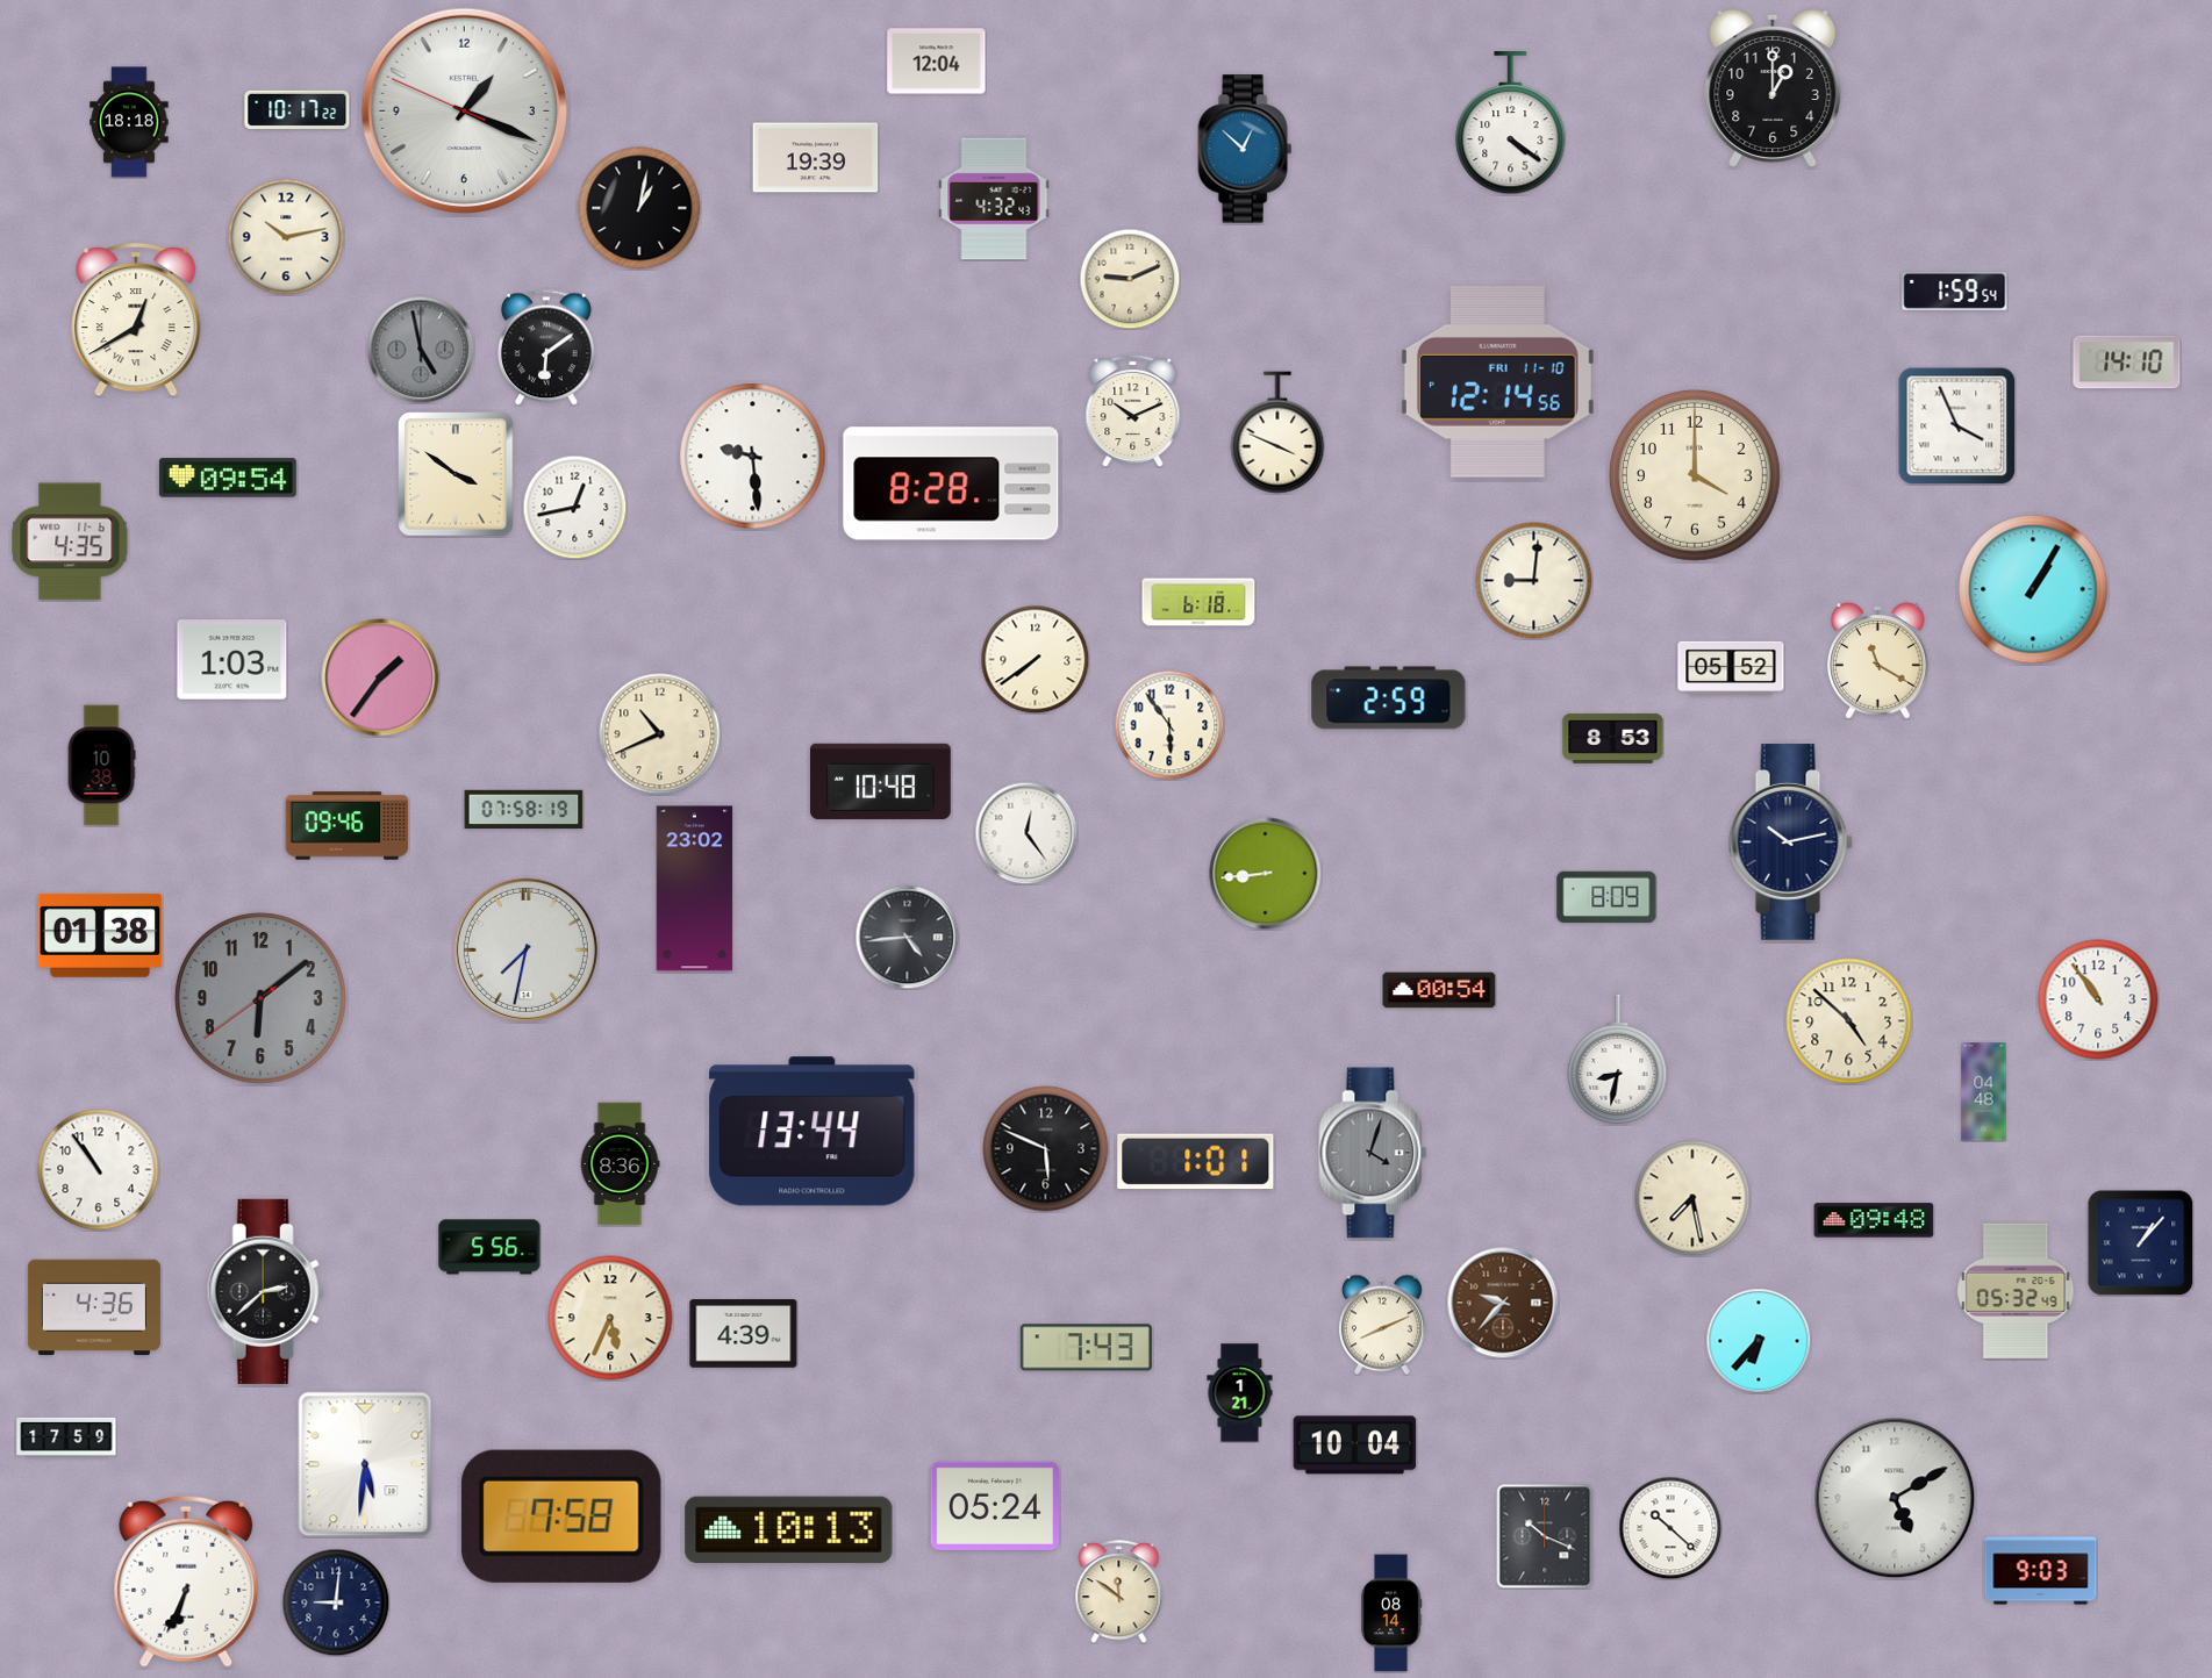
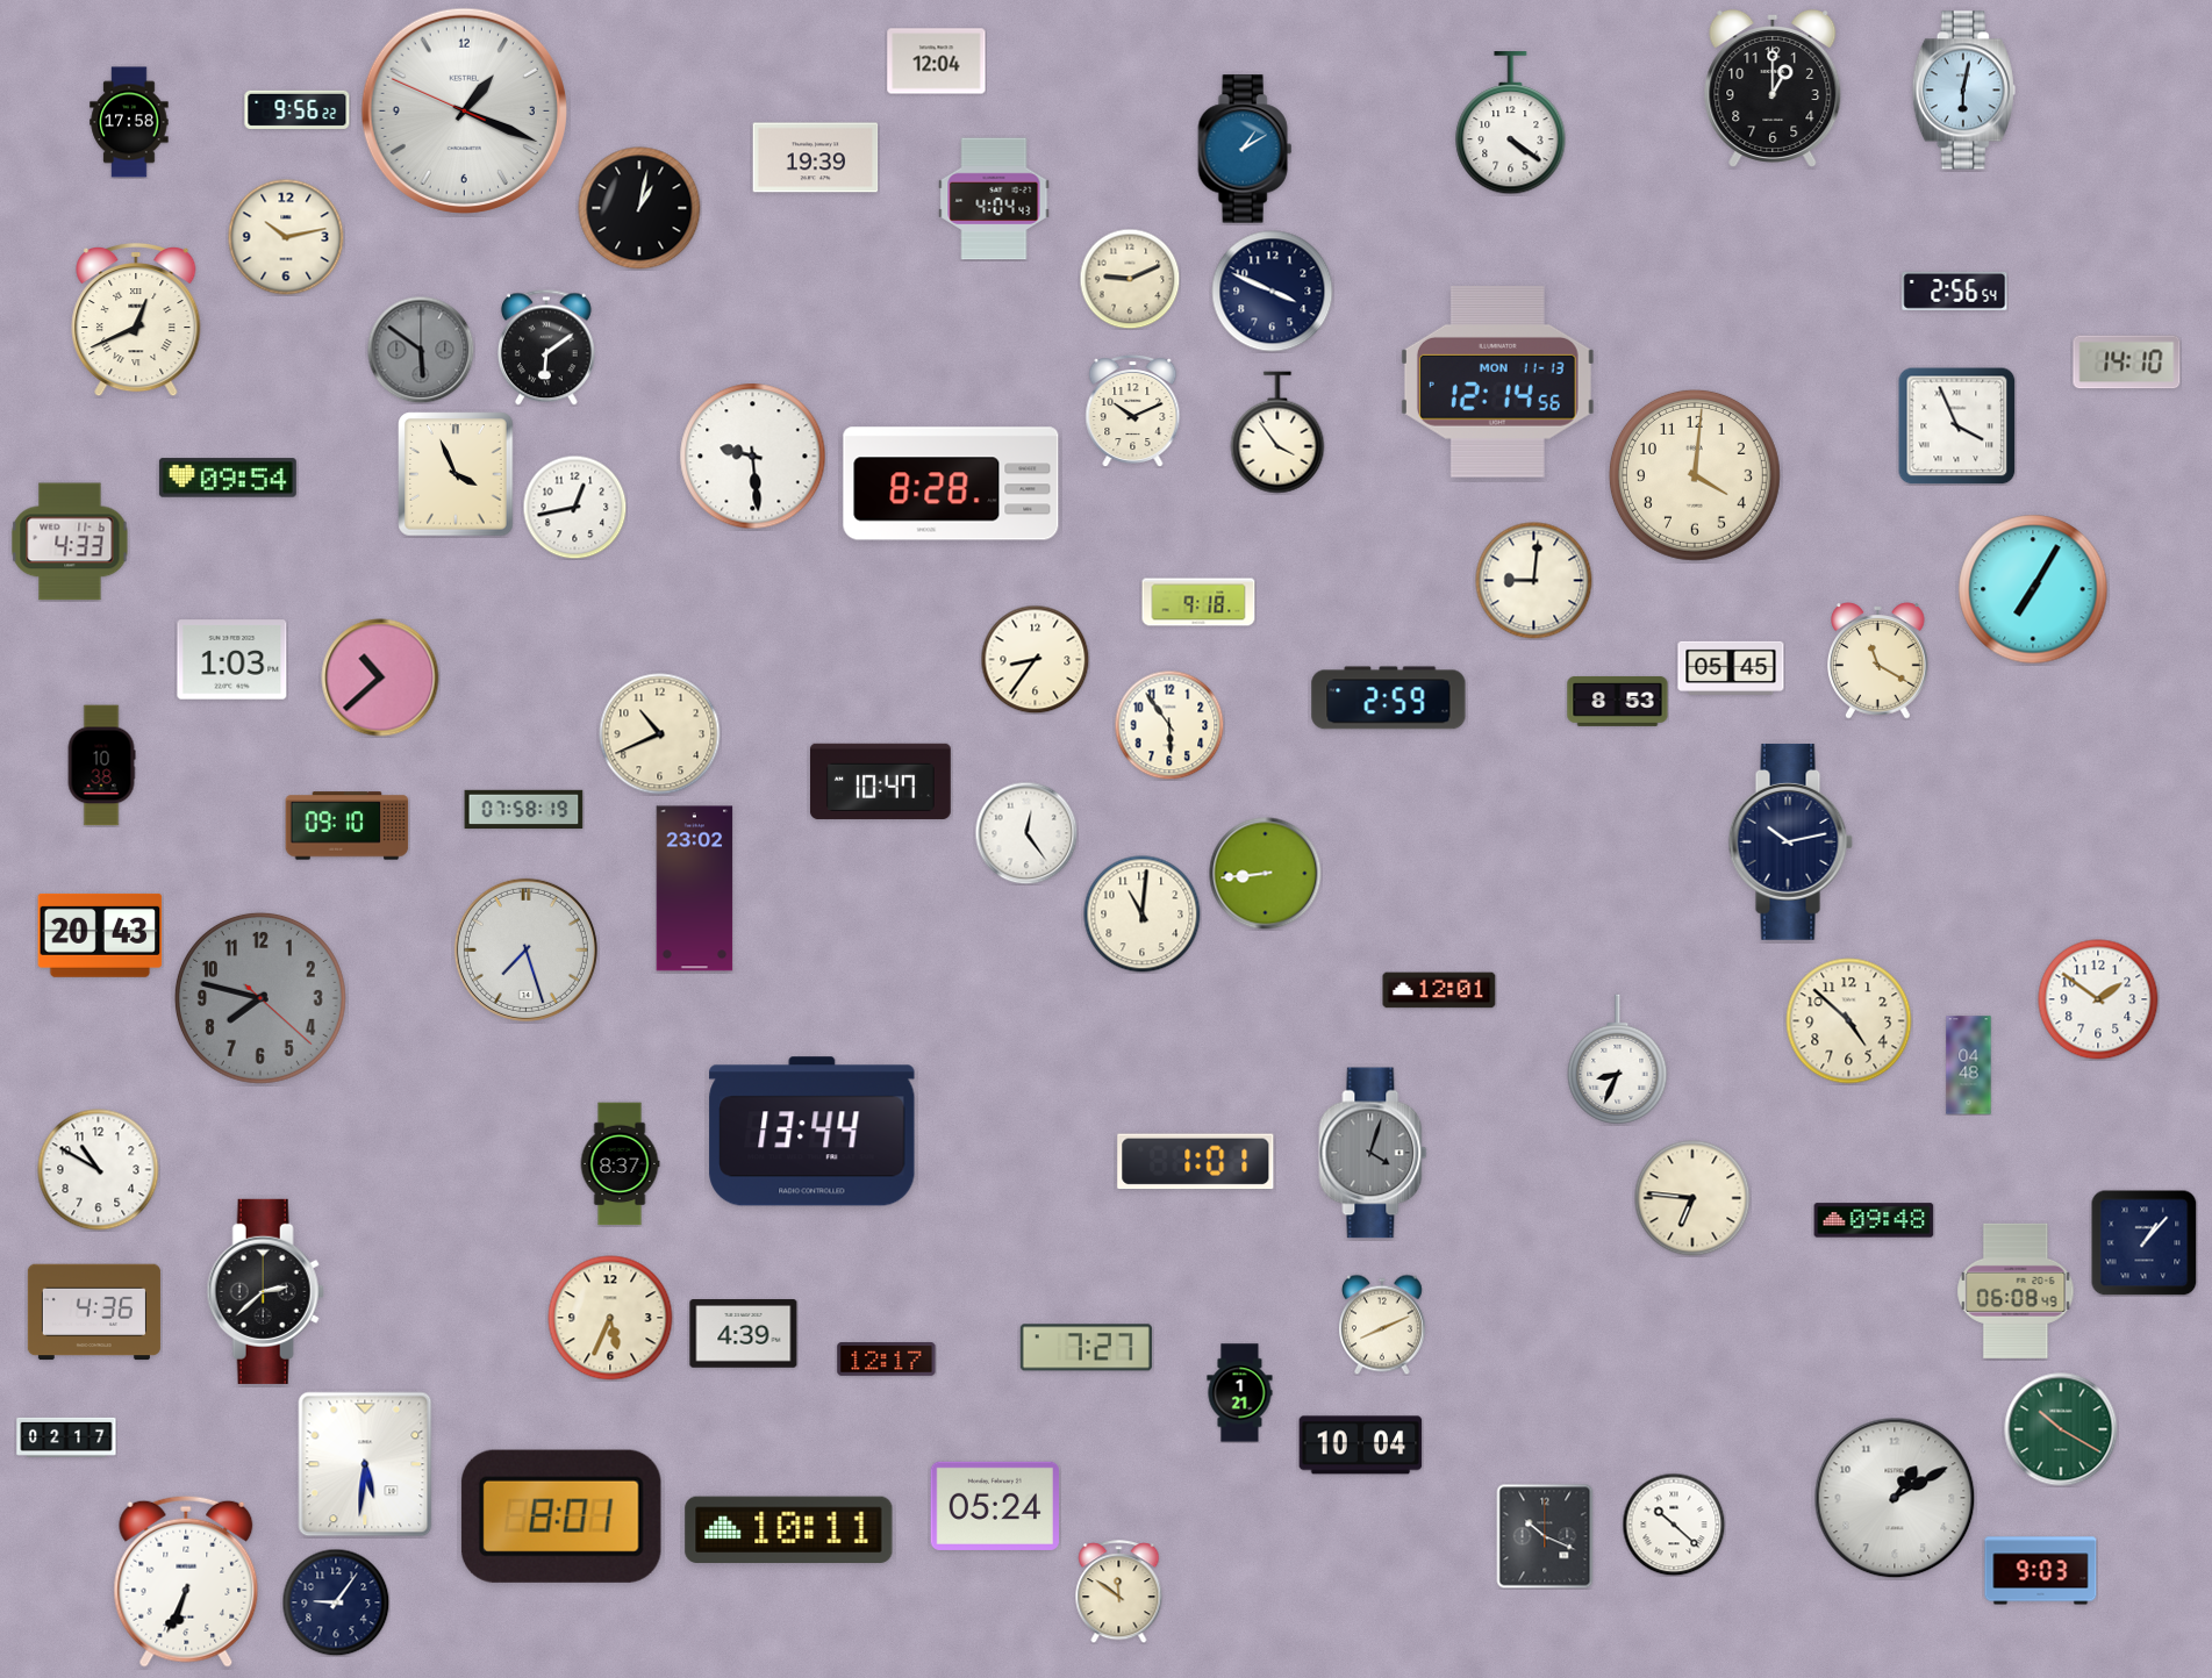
clock at (1963, 91): none -> 6:02
clock at (298, 109): 10:17 -> 9:56
clock at (129, 122): 18:18 -> 17:58
clock at (1245, 149): 12:52 -> 1:10
clock at (994, 199): 4:32 -> 4:04
clock at (1955, 291): 1:59 -> 2:56
clock at (1273, 292): none -> 3:49
clock at (136, 320): 12:40 -> 12:41
clock at (421, 350): 4:58 -> 5:51
clock at (1497, 381) date: FRI 11-10 -> MON 11-13
clock at (1277, 432): 3:49 -> 3:54
clock at (456, 474): 3:51 -> 3:56
clock at (1695, 475): 4:00 -> 4:01
clock at (70, 542): 4:35 -> 4:33
clock at (2033, 589): 1:05 -> 7:05
clock at (1198, 602): 6:18 -> 9:18
clock at (1035, 659): 7:39 -> 8:36
clock at (1731, 668): 05:52 -> 05:45
clock at (380, 677): 1:36 -> 10:38
clock at (1613, 738) position: (1613, 738) -> (1618, 701)
clock at (880, 781): 10:48 -> 10:47
clock at (348, 826): 09:46 -> 09:10
clock at (1606, 897): 8:09 -> none
clock at (1143, 915): none -> 11:01
clock at (100, 935): 01:38 -> 20:43
clock at (907, 937): 4:44 -> none
clock at (525, 949): 7:32 -> 7:27
clock at (1439, 990): 00:54 -> 12:01
clock at (260, 998): 6:08 -> 7:47
clock at (2098, 999): 10:54 -> 1:51
clock at (1618, 1060): 8:32 -> 8:34
clock at (1984, 1092) position: (1984, 1092) -> (1969, 1066)
clock at (1046, 1149): 5:49 -> none
clock at (620, 1164): 8:36 -> 8:37
clock at (99, 1170): 10:54 -> 10:50
clock at (1692, 1198): 7:28 -> 6:46
clock at (2140, 1242) position: (2140, 1242) -> (2143, 1242)
clock at (489, 1247): 5:56 -> none
clock at (2016, 1291): 05:32 -> 06:08
clock at (1503, 1303): 9:37 -> none
clock at (94, 1307) position: (94, 1307) -> (94, 1312)
clock at (1759, 1341): 6:37 -> none
clock at (1086, 1348): 7:43 -> 7:27
clock at (887, 1360): none -> 12:17
clock at (2061, 1429): none -> 10:20
clock at (66, 1437): 17:59 -> 02:17
clock at (1355, 1446) position: (1355, 1446) -> (1361, 1446)
clock at (1895, 1498): 5:10 -> 1:10
clock at (561, 1516): 7:58 -> 8:01
clock at (1670, 1528) position: (1670, 1528) -> (1674, 1525)
clock at (789, 1530): 10:13 -> 10:11
clock at (336, 1602): 9:01 -> 9:06
clock at (1391, 1613): 08:14 -> none
